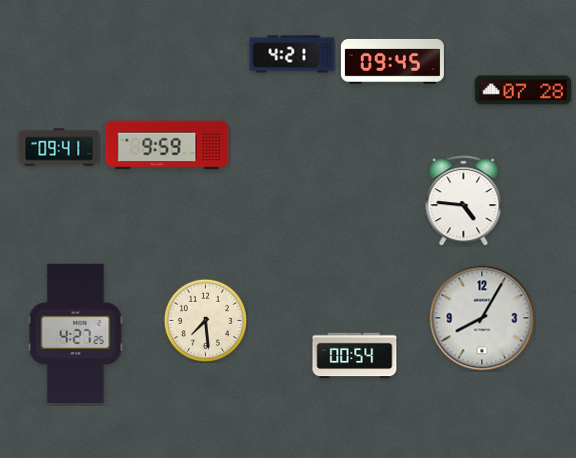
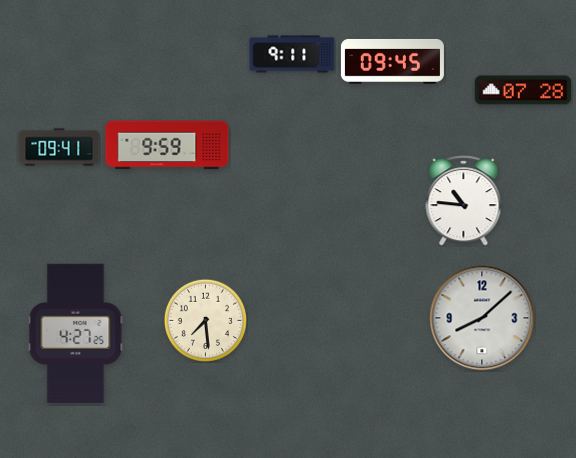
clock at (292, 54): 4:21 -> 9:11
clock at (464, 201): 4:46 -> 10:46
clock at (482, 318): 8:05 -> 8:08
clock at (355, 356): 00:54 -> none
